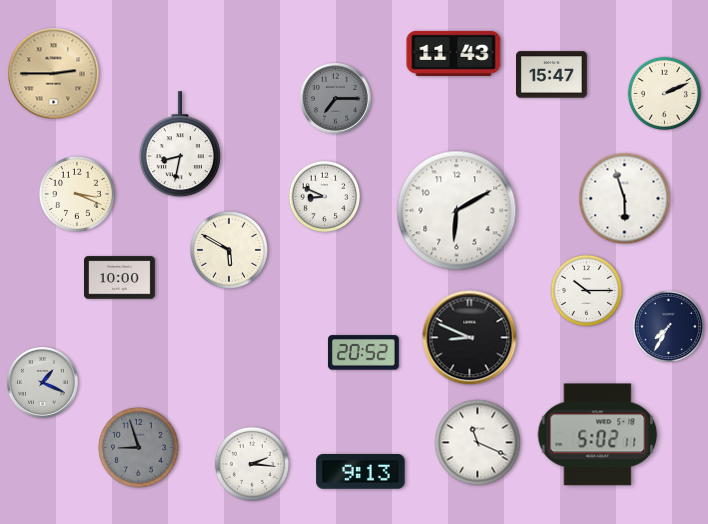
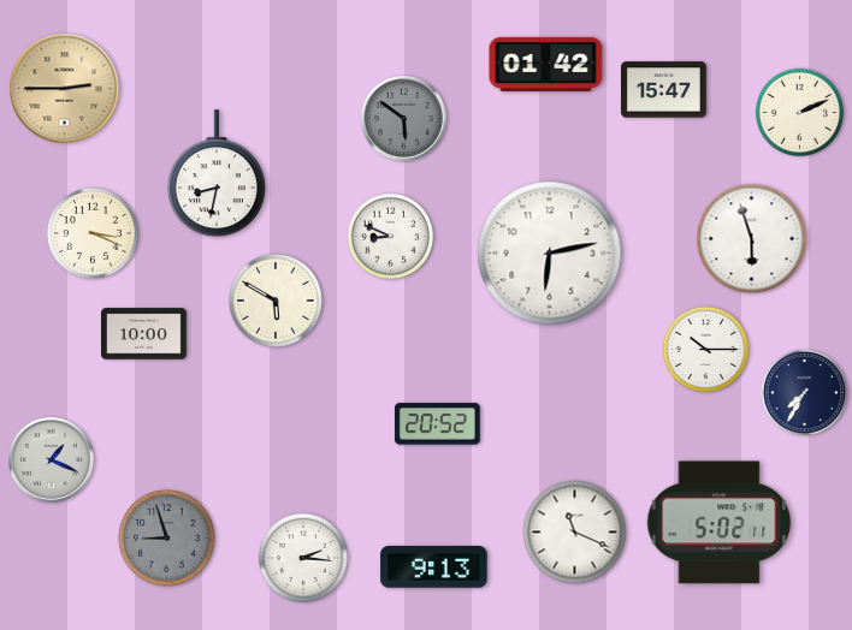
clock at (454, 53): 11:43 -> 01:42
clock at (336, 99): 7:15 -> 5:51
clock at (457, 211): 6:10 -> 6:13
clock at (470, 338): 8:49 -> none
